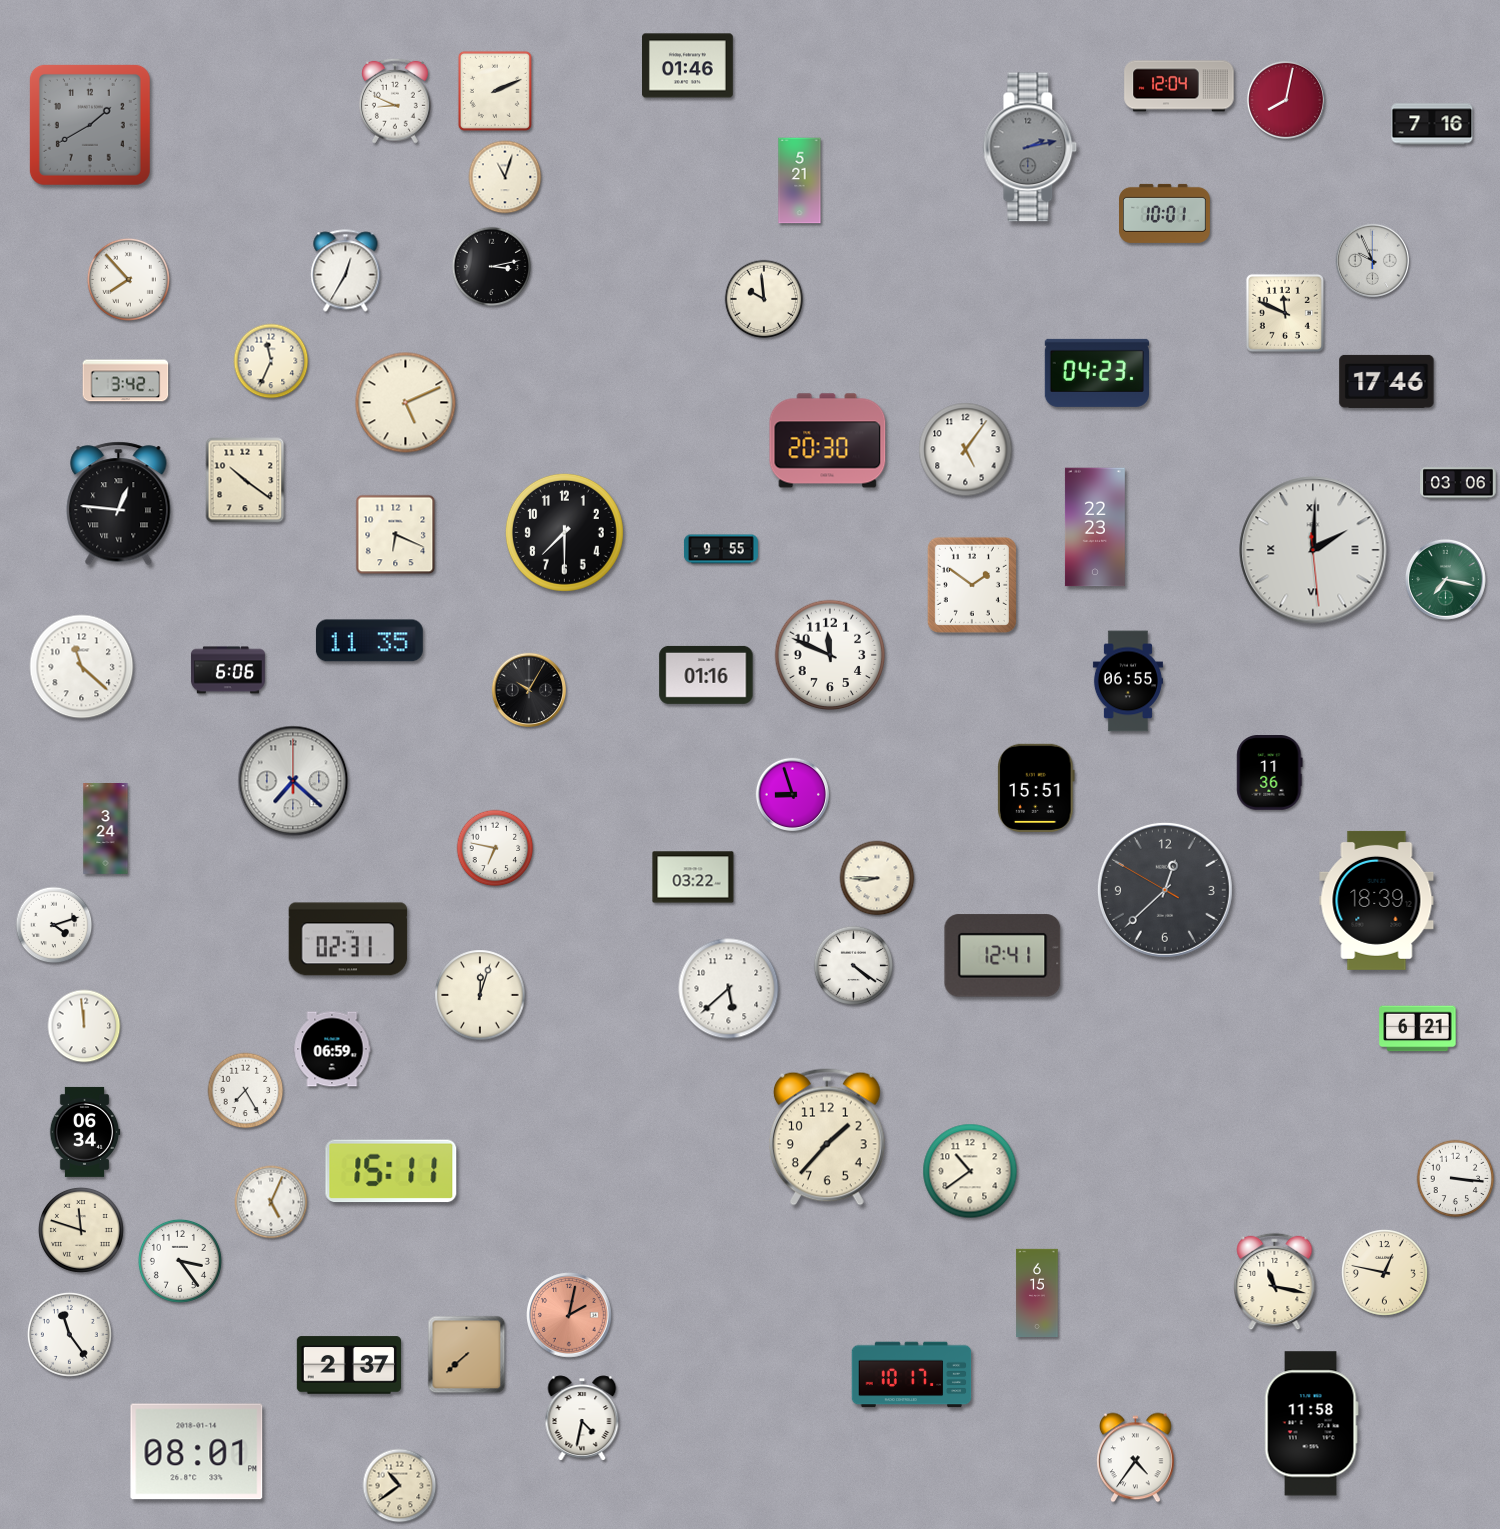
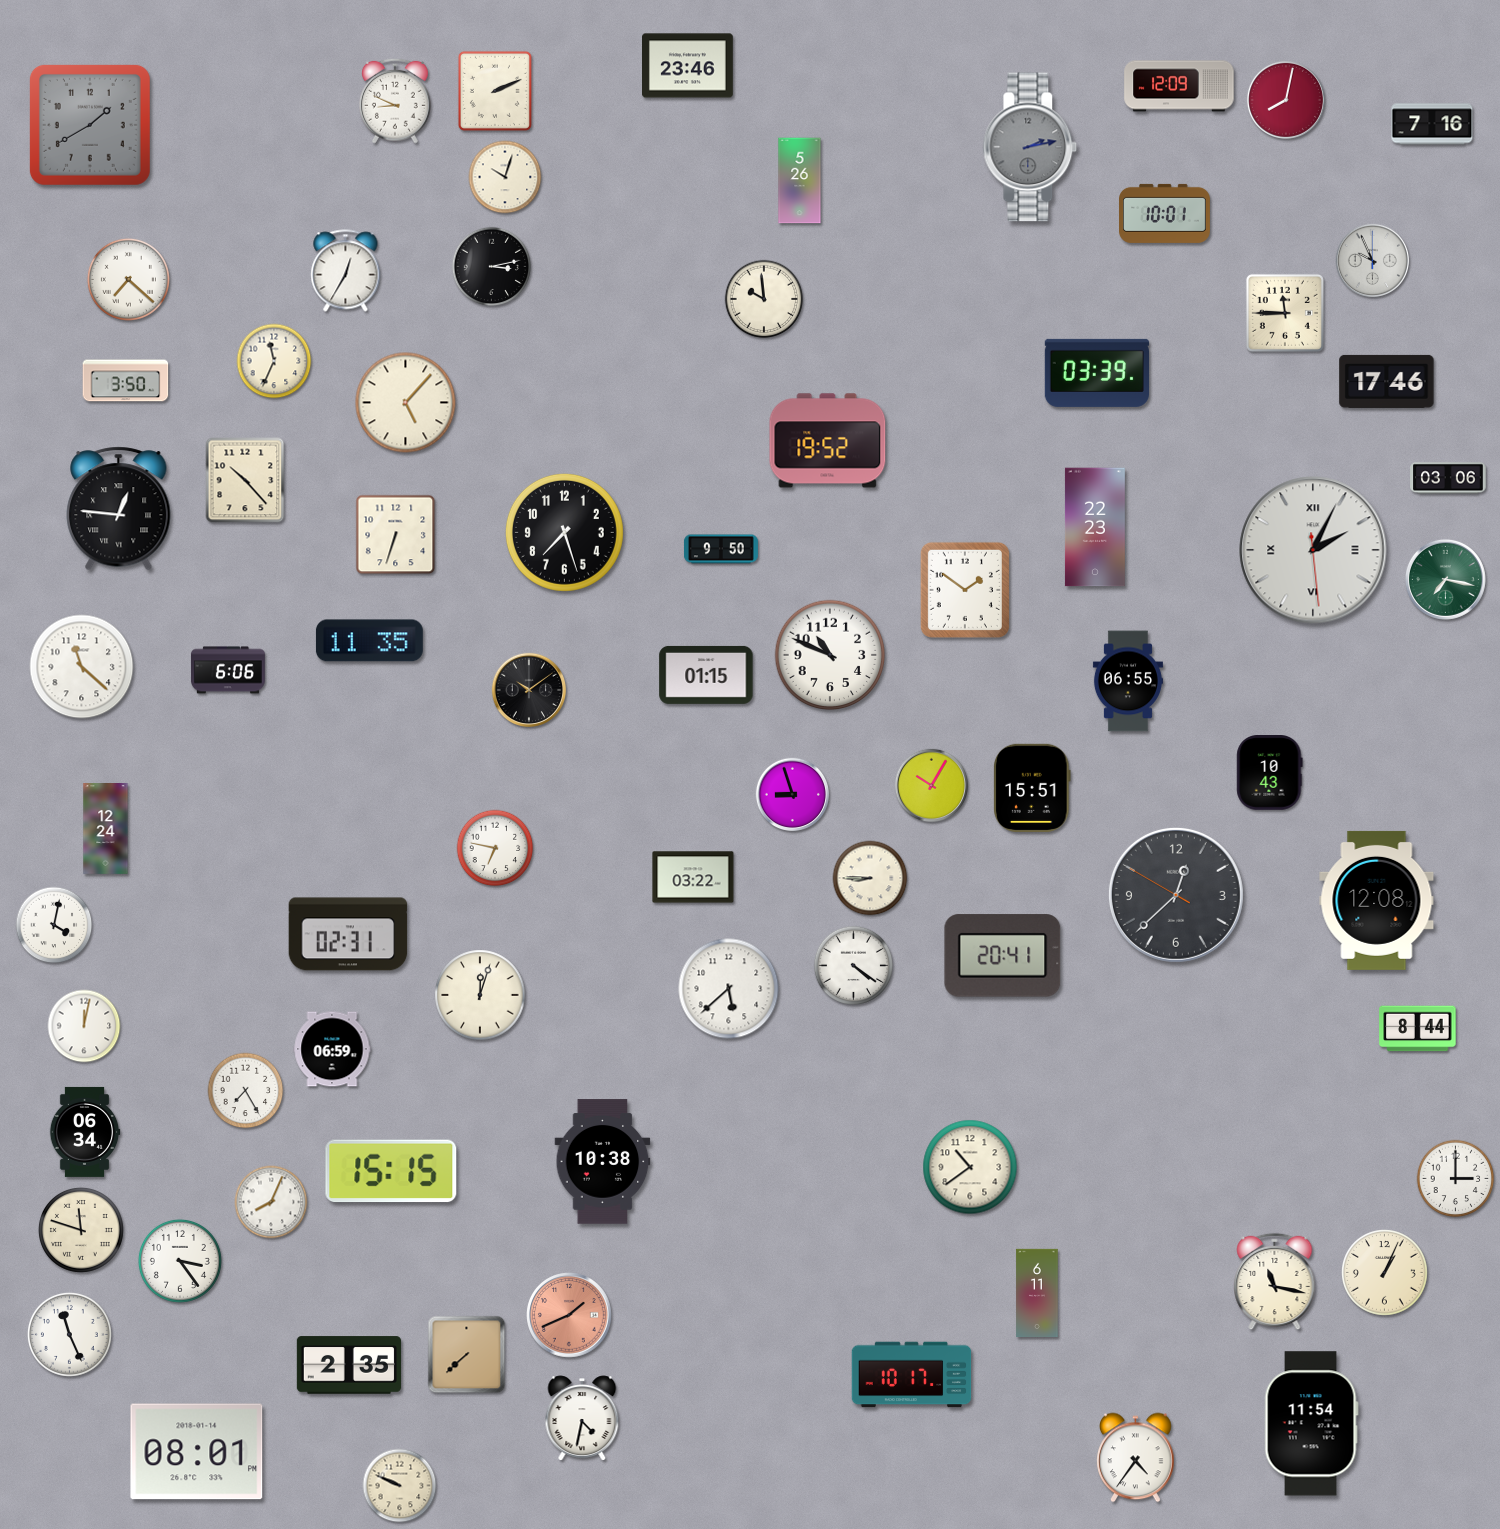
clock at (688, 66): 01:46 -> 23:46
clock at (1179, 86): 12:04 -> 12:09
clock at (505, 177): 11:03 -> 10:03
clock at (800, 181): 5:21 -> 5:26
clock at (128, 279): 7:53 -> 7:22
clock at (1285, 313): 11:49 -> 11:45
clock at (271, 361) position: (271, 361) -> (274, 361)
clock at (1097, 373): 04:23 -> 03:39
clock at (126, 381): 3:42 -> 3:50
clock at (406, 403): 5:11 -> 5:07
clock at (828, 441): 20:30 -> 19:52
clock at (966, 450): 5:06 -> none
clock at (245, 480): 10:21 -> 10:23
clock at (1458, 483) position: (1458, 483) -> (1448, 478)
clock at (119, 504) position: (119, 504) -> (119, 509)
clock at (564, 532): 7:30 -> 7:27
clock at (396, 535): 6:19 -> 6:33
clock at (721, 549): 9:55 -> 9:50
clock at (1313, 550): 2:00 -> 2:04
clock at (972, 585) position: (972, 585) -> (965, 590)
clock at (830, 655): 11:49 -> 10:49
clock at (706, 675): 01:16 -> 01:15
clock at (528, 689): 10:05 -> 10:09
clock at (1270, 773): 11:36 -> 10:43
clock at (293, 781): 7:22 -> none
clock at (932, 786): none -> 10:05
clock at (1036, 788) position: (1036, 788) -> (1032, 788)
clock at (106, 829): 3:24 -> 12:24
clock at (877, 878) position: (877, 878) -> (870, 878)
clock at (1165, 890) position: (1165, 890) -> (1176, 895)
clock at (1377, 900): 18:39 -> 12:08
clock at (54, 925): 4:12 -> 4:02
clock at (348, 939) position: (348, 939) -> (348, 934)
clock at (1003, 956): 12:41 -> 20:41
clock at (84, 1026): 11:59 -> 12:02
clock at (1418, 1029): 6:21 -> 8:44
clock at (828, 1137): 1:37 -> none
clock at (603, 1162): none -> 10:38
clock at (391, 1171): 15:11 -> 15:15
clock at (970, 1171) position: (970, 1171) -> (970, 1167)
clock at (1456, 1179): 3:16 -> 3:00
clock at (271, 1202): 5:04 -> 8:04
clock at (1385, 1273): 12:47 -> 1:04
clock at (1037, 1292): 6:15 -> 6:11
clock at (569, 1315): 2:02 -> 1:41
clock at (69, 1334): 11:24 -> 11:26
clock at (348, 1365): 2:37 -> 2:35
clock at (1311, 1424): 11:58 -> 11:54
clock at (400, 1486): 10:39 -> 9:49
